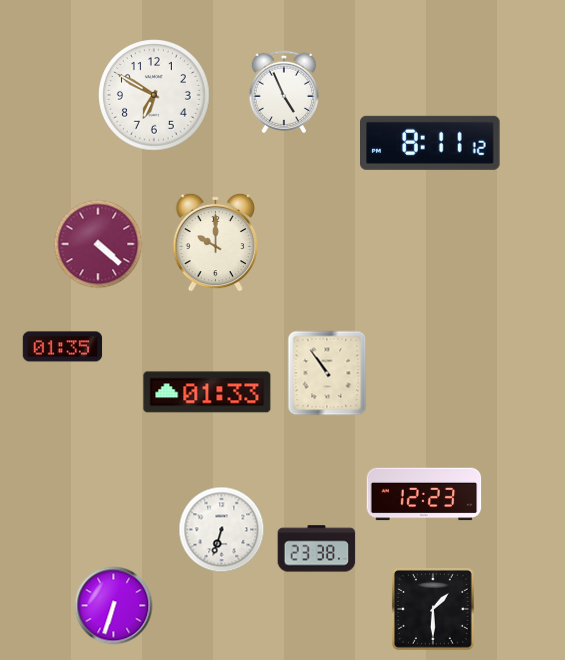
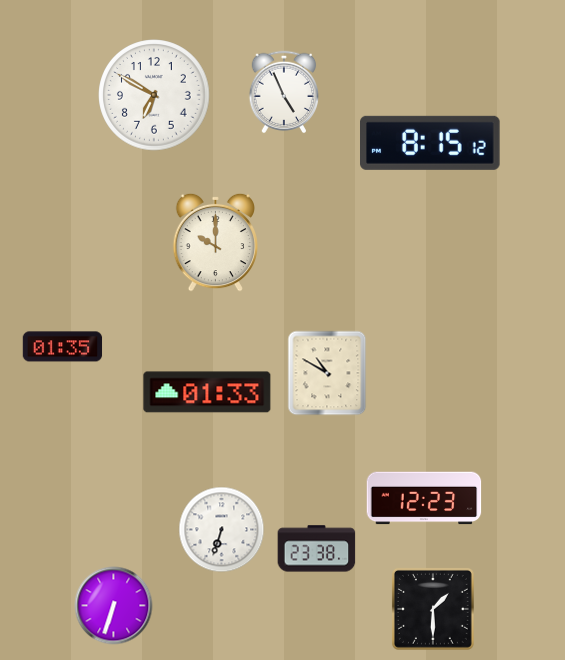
clock at (431, 143): 8:11 -> 8:15
clock at (98, 244): 4:22 -> none
clock at (327, 373): 10:54 -> 10:50
clock at (424, 494) position: (424, 494) -> (424, 498)
